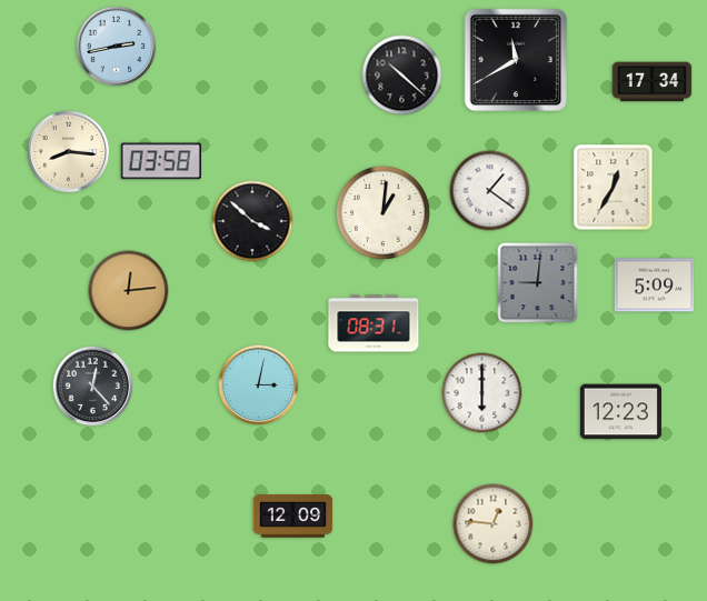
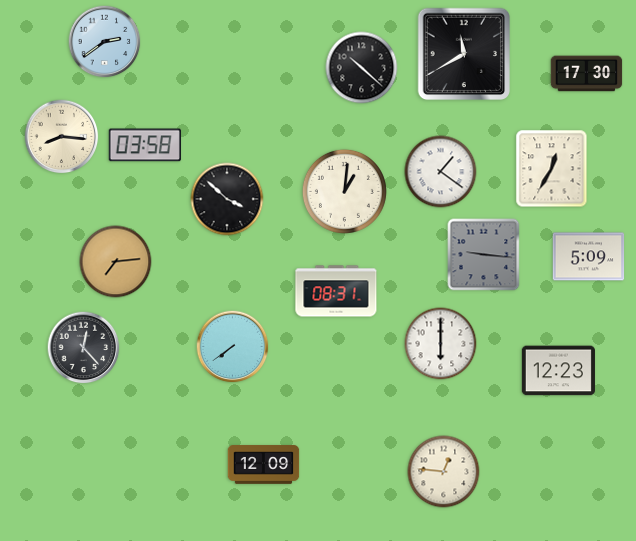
clock at (117, 47): 2:43 -> 2:39
clock at (653, 82): 17:34 -> 17:30
clock at (538, 283): 9:01 -> 9:16
clock at (129, 291): 12:14 -> 7:14
clock at (259, 385): 3:02 -> 7:39
clock at (482, 393) position: (482, 393) -> (441, 344)
